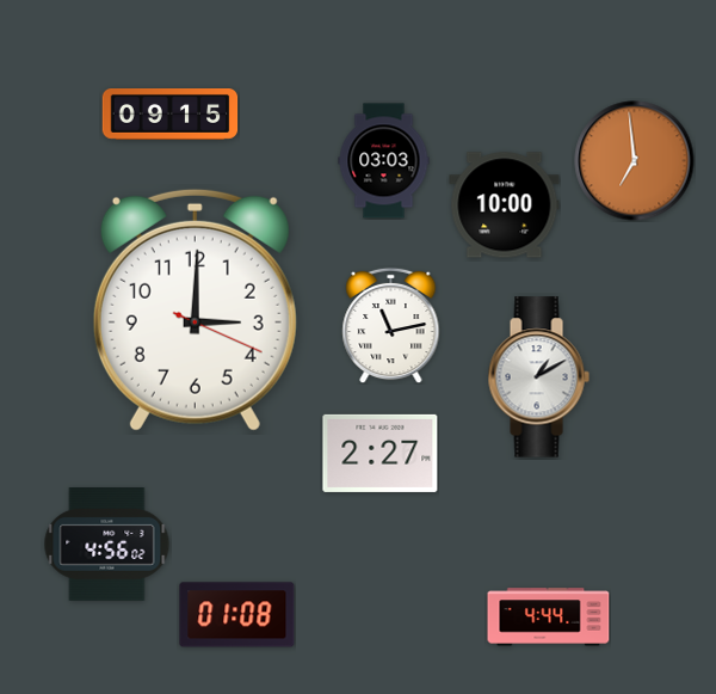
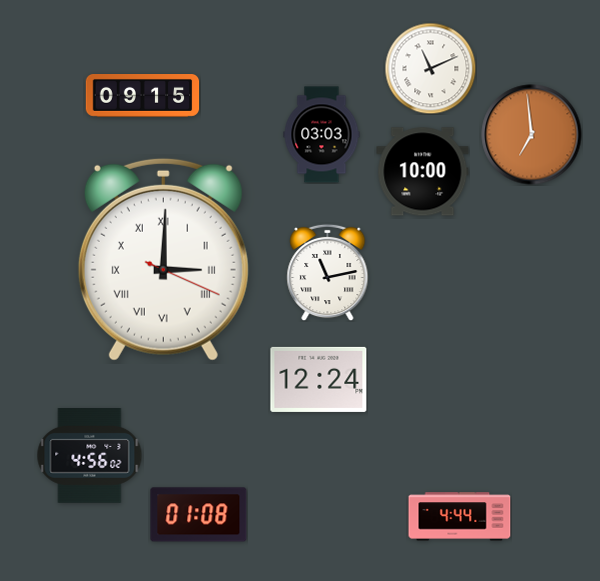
clock at (430, 68): none -> 11:11
clock at (195, 309) numerals: Arabic -> Roman
clock at (538, 377): 1:10 -> none
clock at (381, 453): 2:27 -> 12:24
